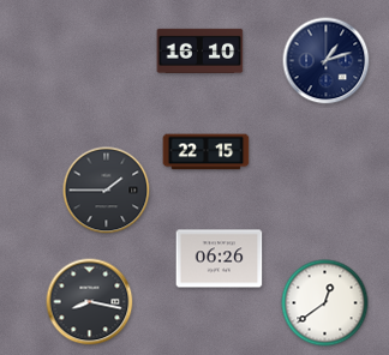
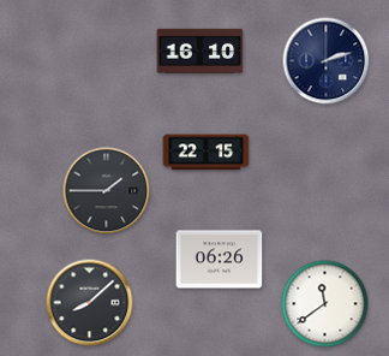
clock at (327, 61): 1:12 -> 2:12
clock at (90, 302): 8:17 -> 8:08
clock at (325, 303): 12:39 -> 11:39
